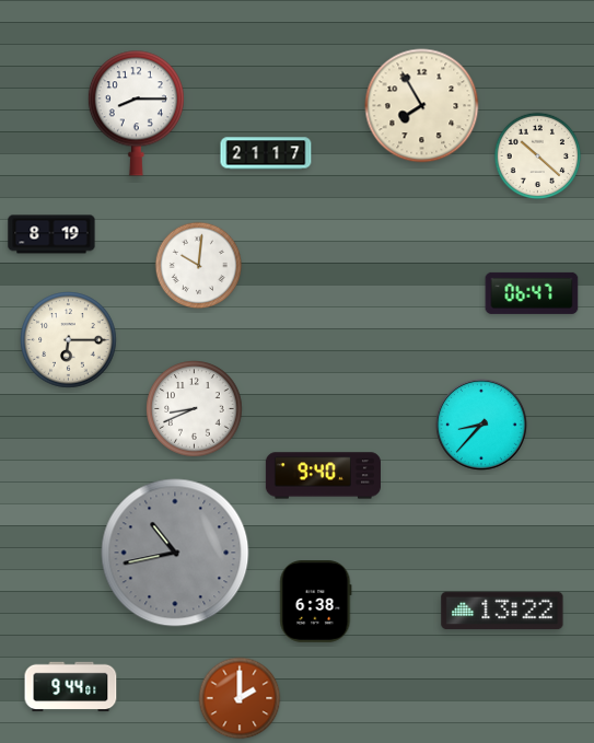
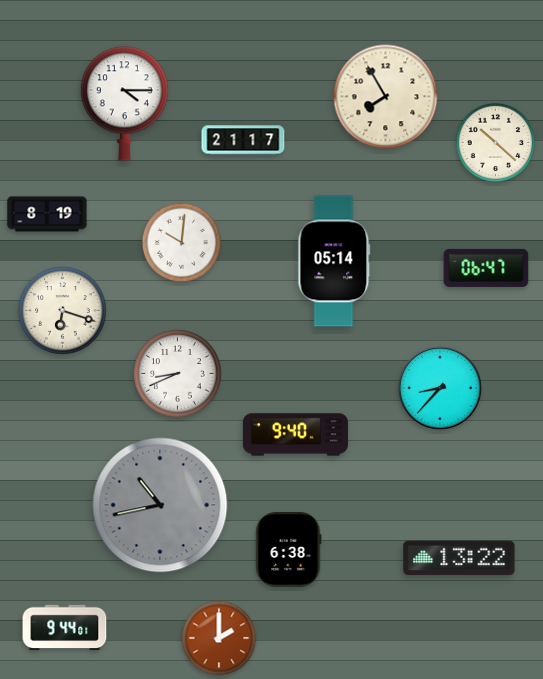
clock at (136, 114): 8:15 -> 4:15
clock at (538, 156) position: (538, 156) -> (496, 143)
clock at (334, 261): none -> 05:14
clock at (69, 340): 6:15 -> 6:18
